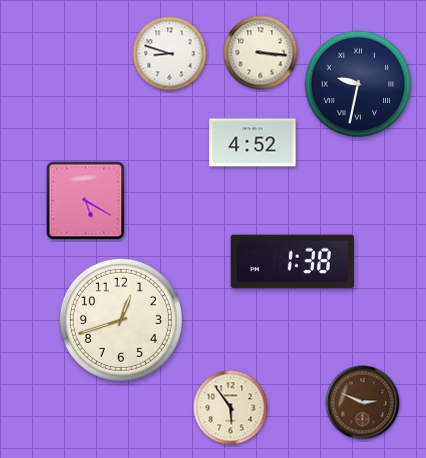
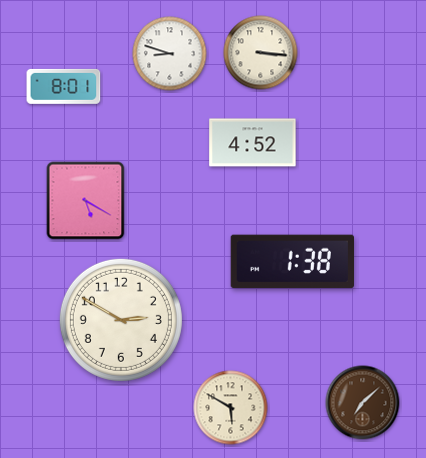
clock at (358, 84): 9:32 -> none
clock at (64, 86): none -> 8:01
clock at (121, 320): 12:42 -> 2:50
clock at (363, 403): 2:49 -> 7:08
clock at (231, 408): 5:54 -> 5:50
